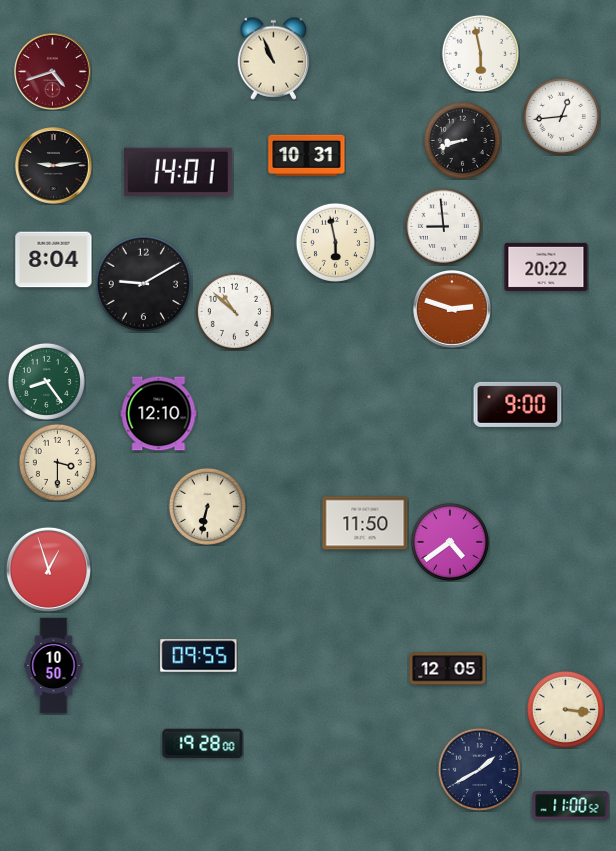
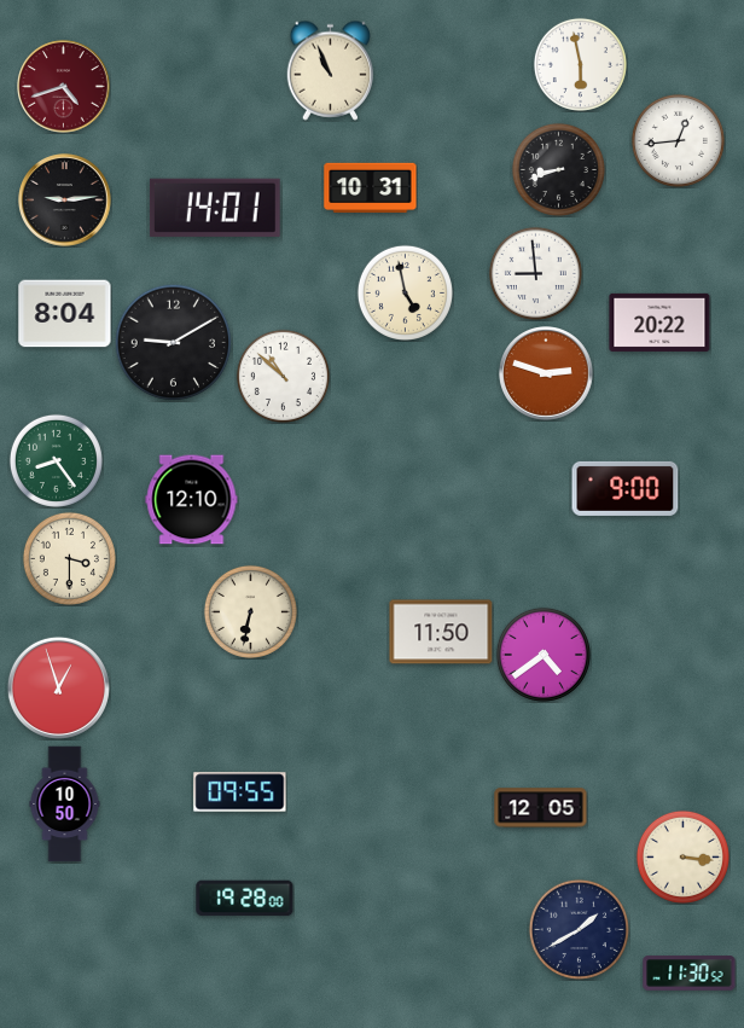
clock at (335, 242): 5:58 -> 4:58
clock at (571, 806): 11:00 -> 11:30
